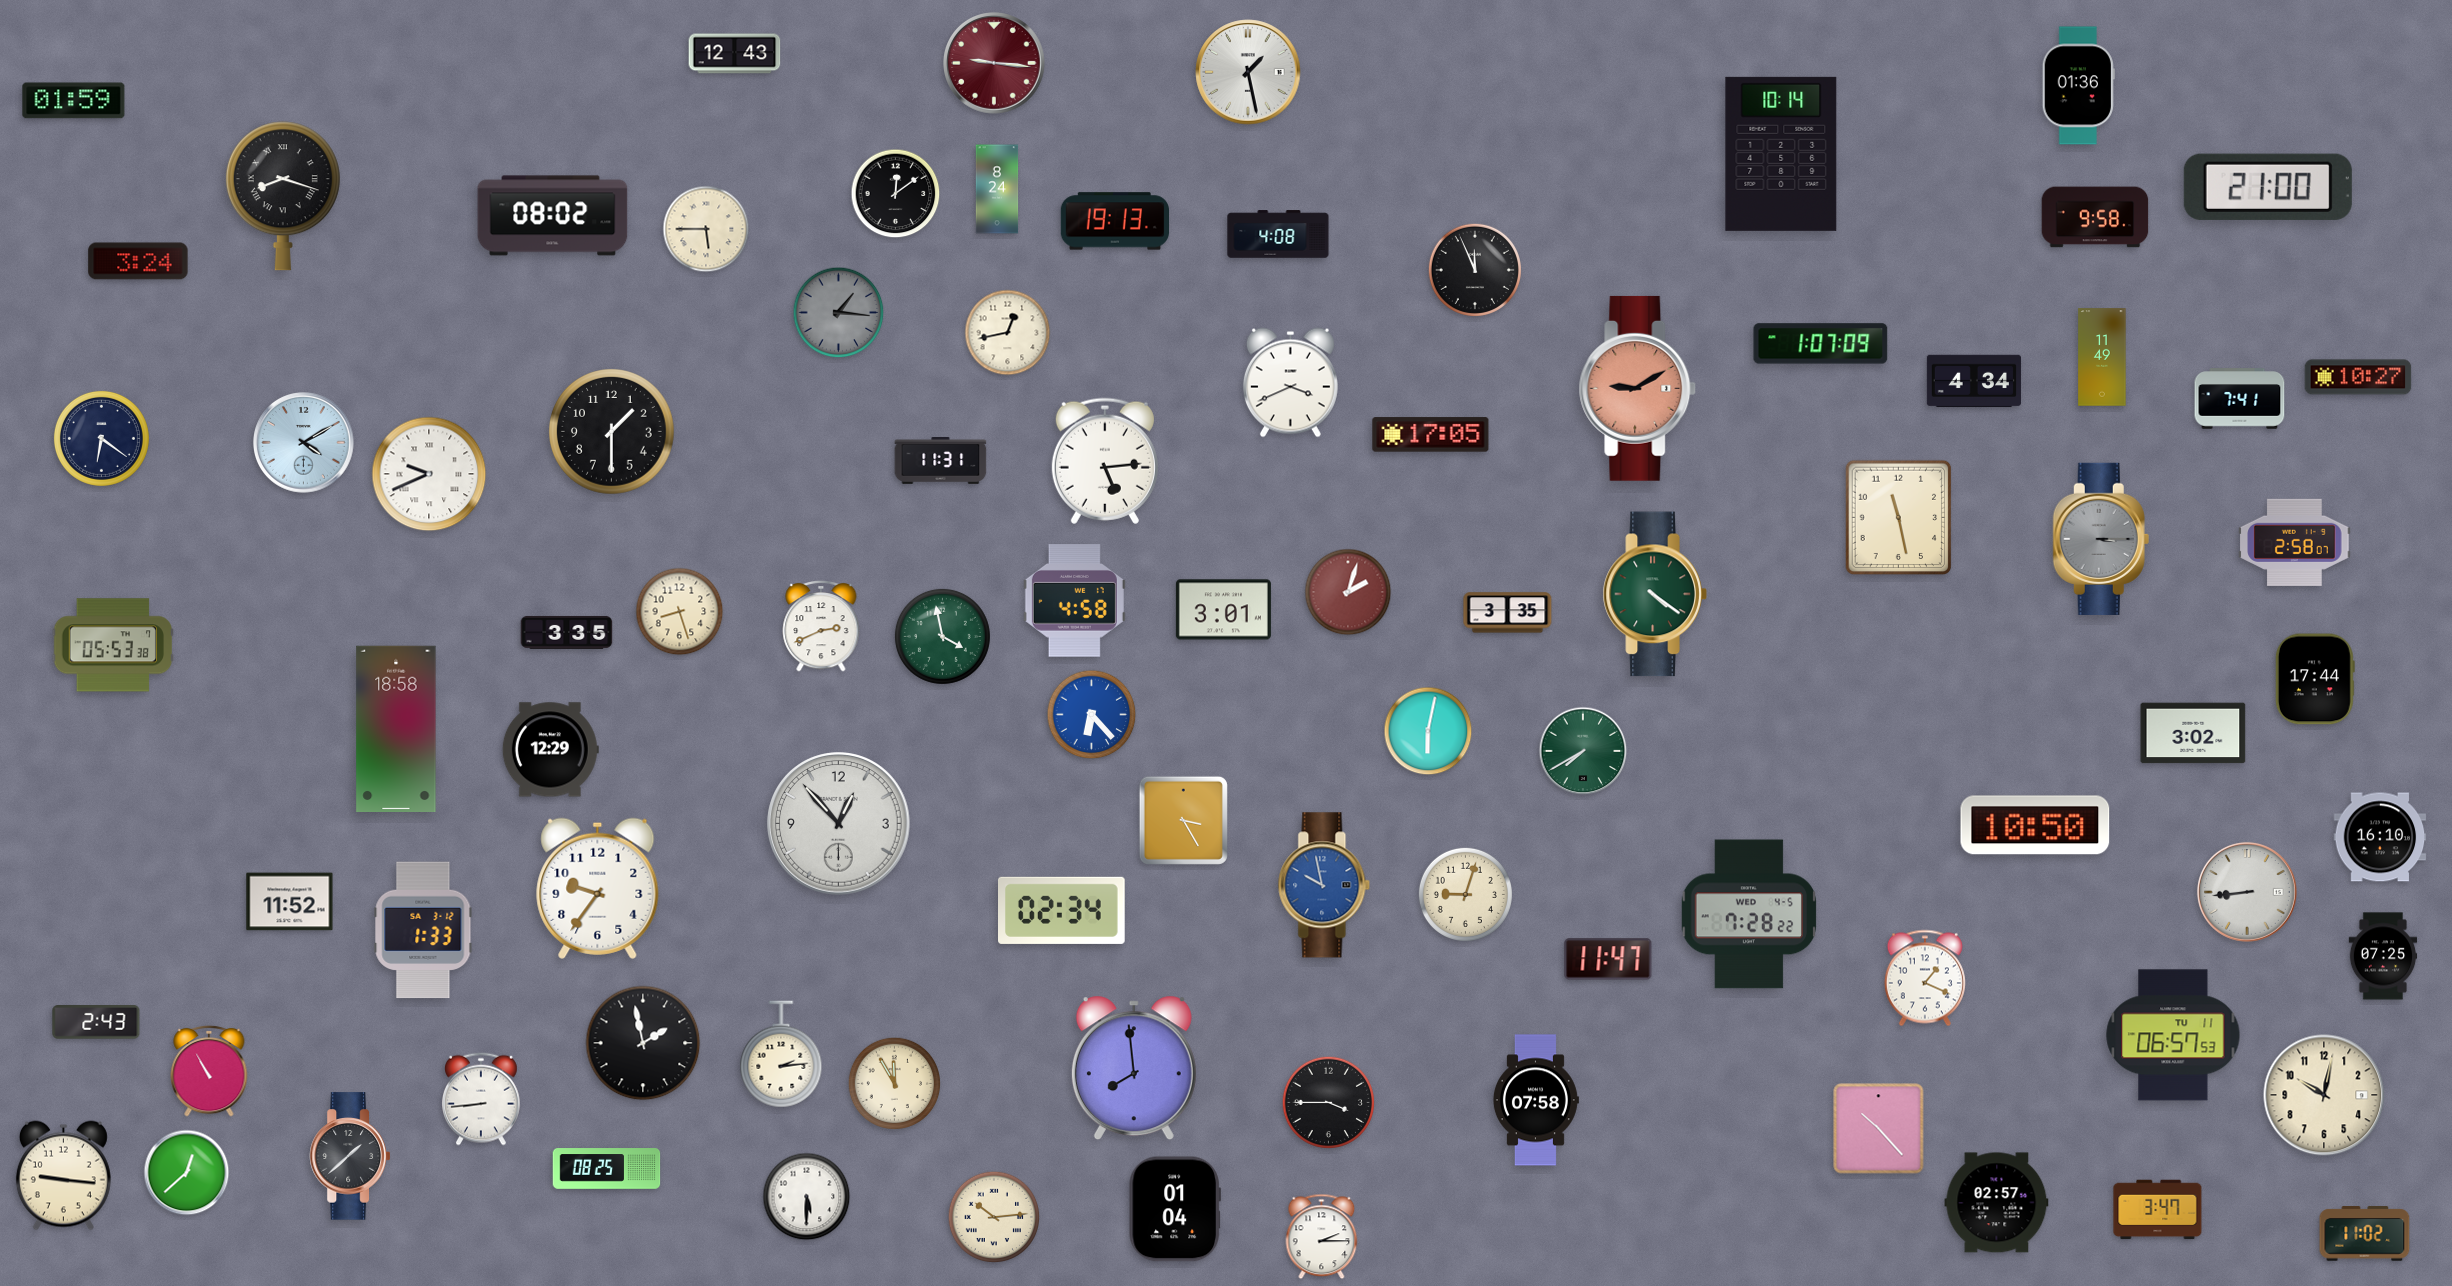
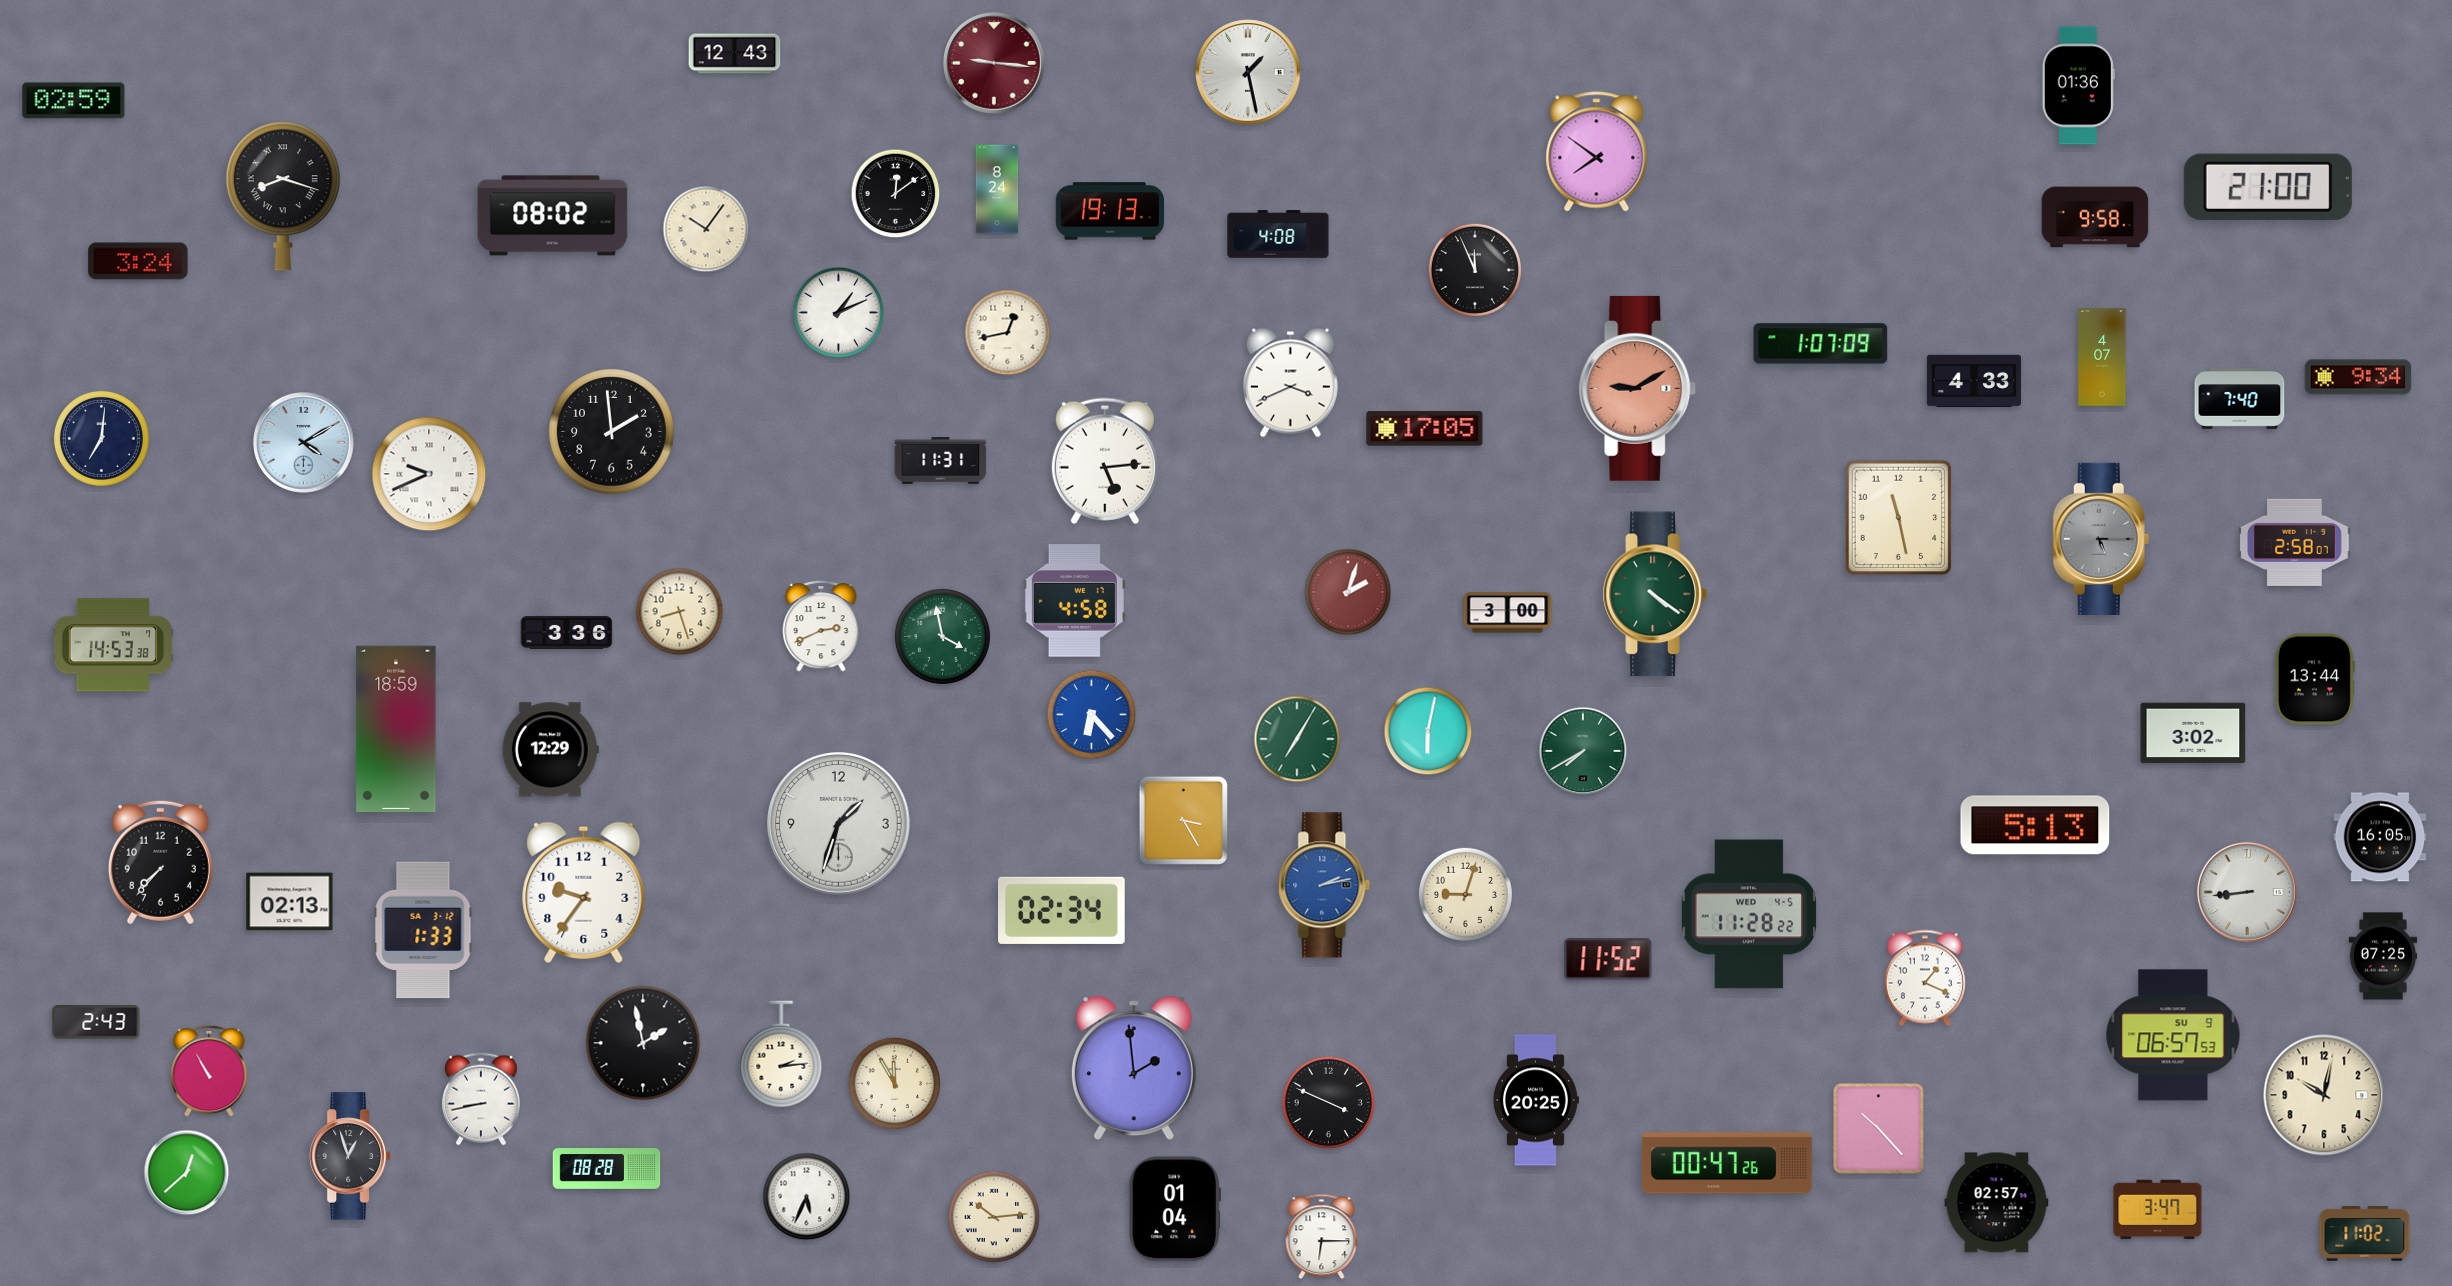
clock at (74, 101): 01:59 -> 02:59
clock at (1597, 152): none -> 7:51
clock at (1781, 154): 10:14 -> none
clock at (1114, 221) position: (1114, 221) -> (1109, 211)
clock at (706, 229): 5:45 -> 10:06
clock at (839, 313): 1:16 -> 1:11
clock at (839, 313) dial: grey -> white
clock at (2102, 357): 11:49 -> 4:07
clock at (2358, 377): 10:27 -> 9:34
clock at (1974, 381): 4:34 -> 4:33
clock at (2240, 399): 7:41 -> 7:40
clock at (612, 432): 1:30 -> 1:59
clock at (1431, 435) position: (1431, 435) -> (1425, 429)
clock at (101, 438): 6:21 -> 7:01
clock at (2101, 539): 3:15 -> 5:15
clock at (1223, 610): 3:01 -> none
clock at (1508, 613): 3:35 -> 3:00
clock at (567, 632): 3:35 -> 3:36
clock at (112, 645): 05:53 -> 14:53
clock at (2315, 679): 17:44 -> 13:44
clock at (396, 728): 18:58 -> 18:59
clock at (1297, 739): none -> 7:05
clock at (839, 824): 12:53 -> 1:33
clock at (2035, 825): 10:50 -> 5:13
clock at (2380, 837): 16:10 -> 16:05
clock at (160, 862): none -> 7:37
clock at (1324, 885): 9:58 -> 2:13
clock at (598, 888) position: (598, 888) -> (584, 892)
clock at (290, 902): 11:52 -> 02:13
clock at (1748, 914): 7:28 -> 11:28
clock at (1608, 959): 11:47 -> 11:52
clock at (2173, 1035) date: TU 11 -> SU 9
clock at (1134, 1068): 7:59 -> 1:59
clock at (482, 1099): 8:44 -> 8:43
clock at (1535, 1100): 07:58 -> 20:25
clock at (1328, 1102): 3:45 -> 3:49
clock at (349, 1156): 1:38 -> 12:57
clock at (1727, 1163): none -> 00:47
clock at (607, 1169): 08:25 -> 08:28
clock at (63, 1176): 9:16 -> none
clock at (807, 1197): 5:30 -> 5:34
clock at (1322, 1237): 2:15 -> 6:15
